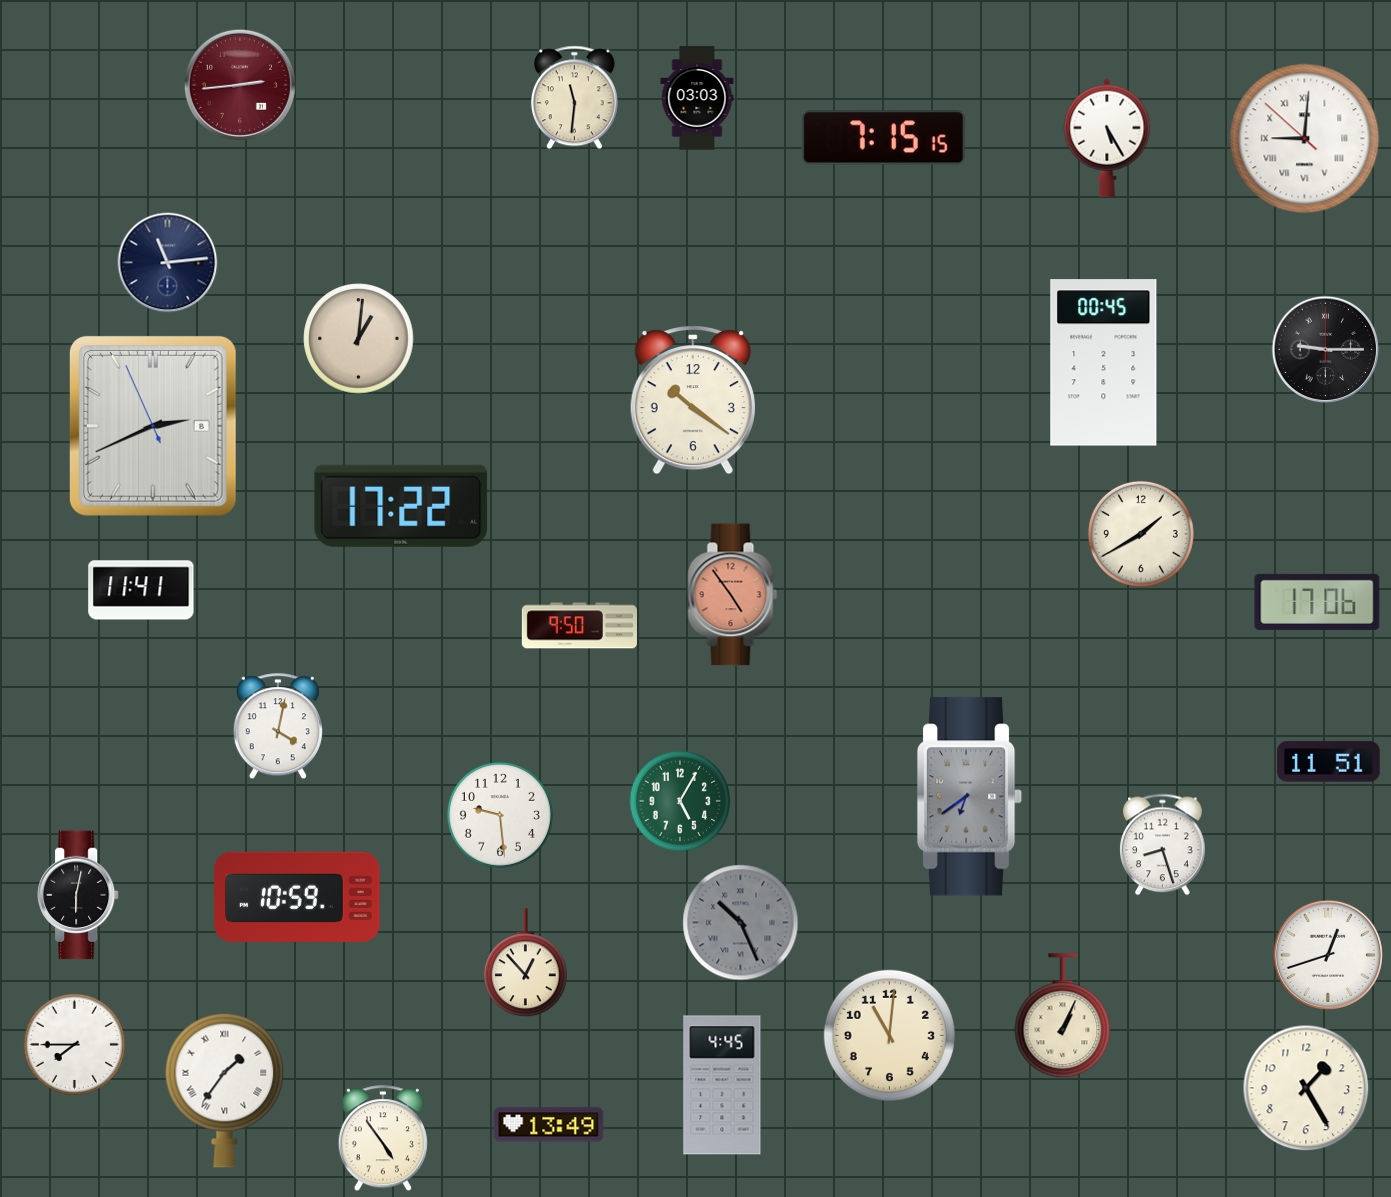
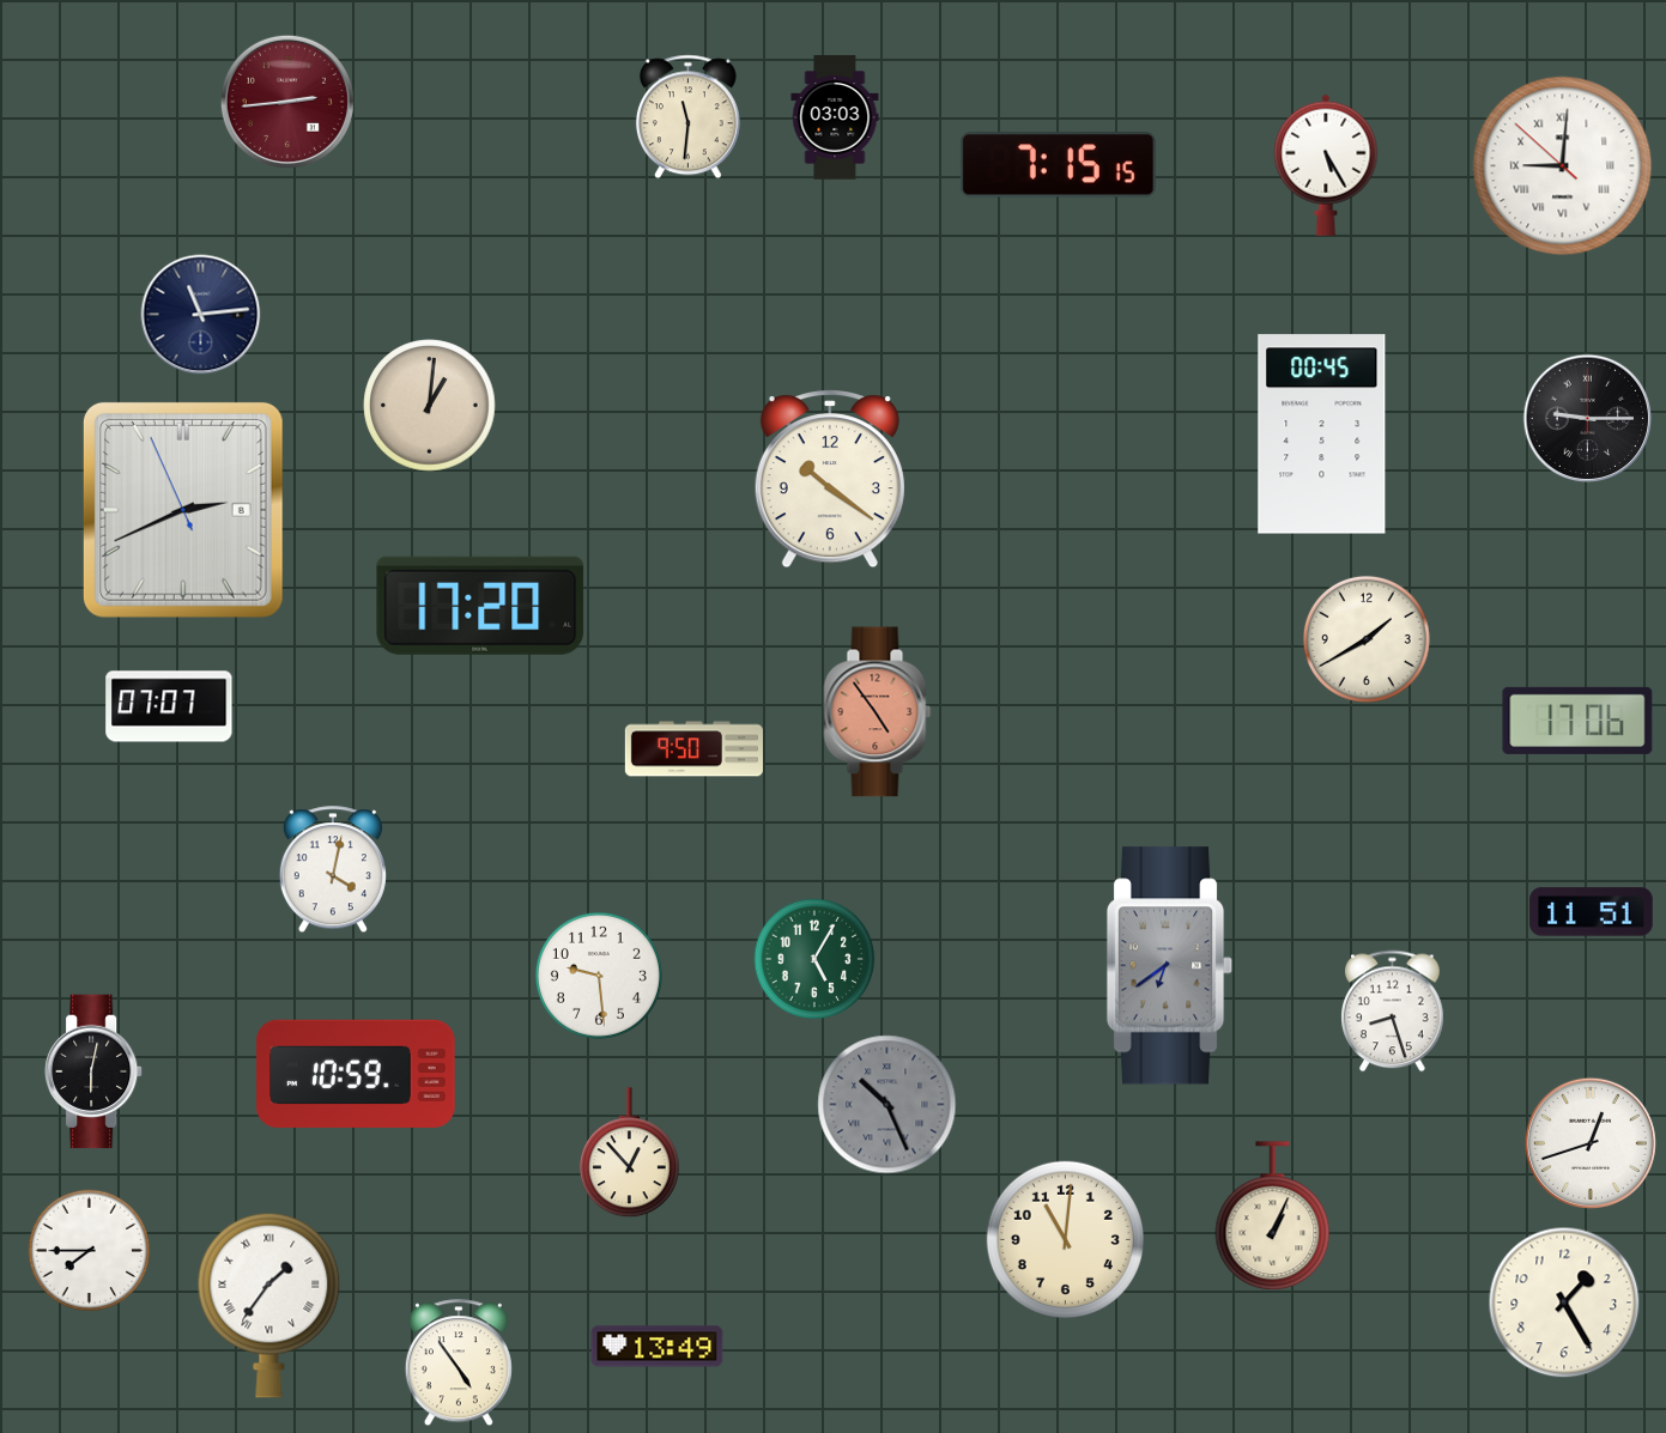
clock at (401, 506): 17:22 -> 17:20
clock at (141, 590): 11:41 -> 07:07
clock at (970, 797) position: (970, 797) -> (1170, 966)
clock at (722, 1085): 4:45 -> none
